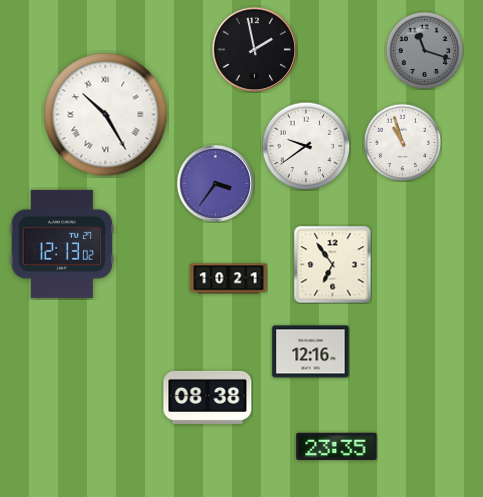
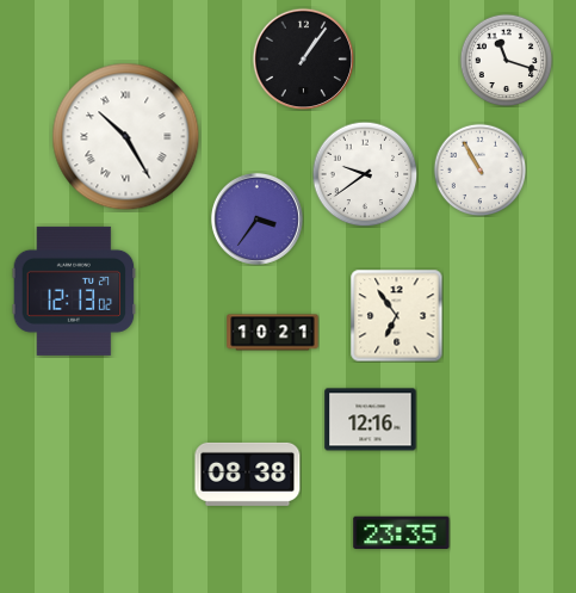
clock at (254, 49): 1:58 -> 1:06
clock at (424, 50) dial: grey -> white
clock at (402, 142): 10:57 -> 10:55
